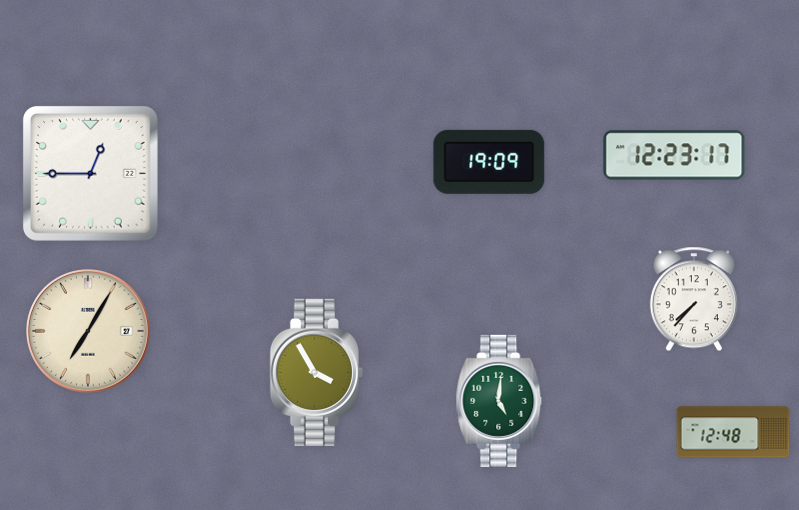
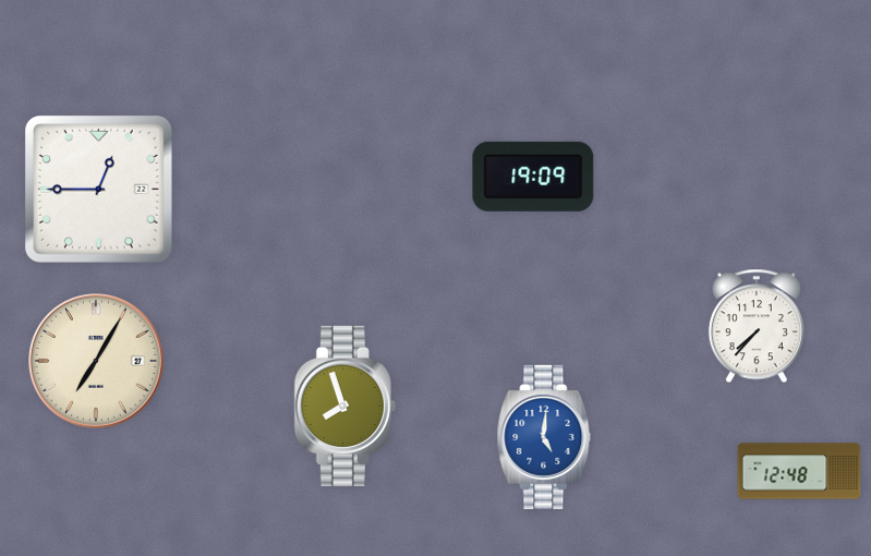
clock at (674, 155): 12:23 -> none
clock at (316, 372): 3:55 -> 7:57
clock at (499, 401) dial: green -> blue
